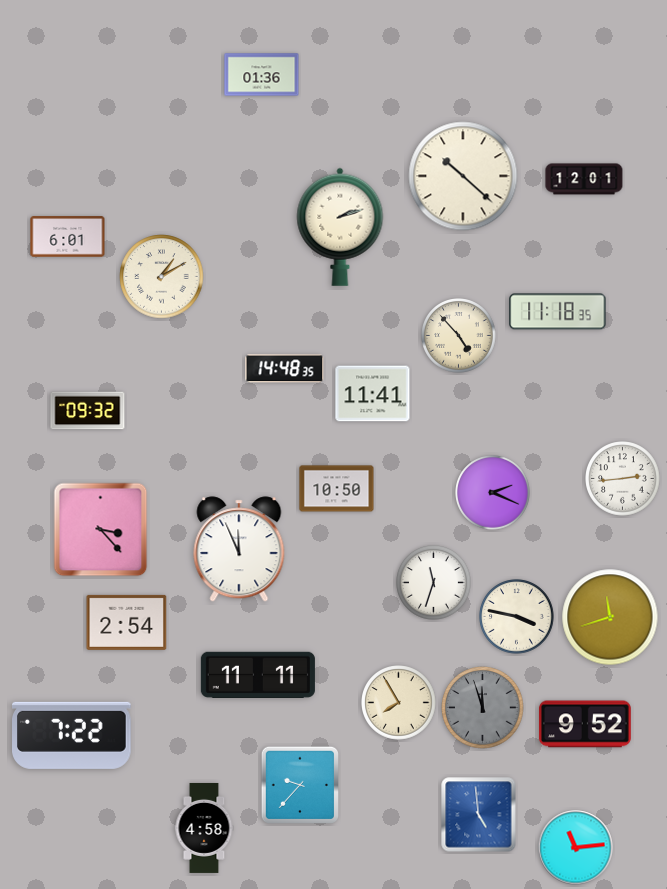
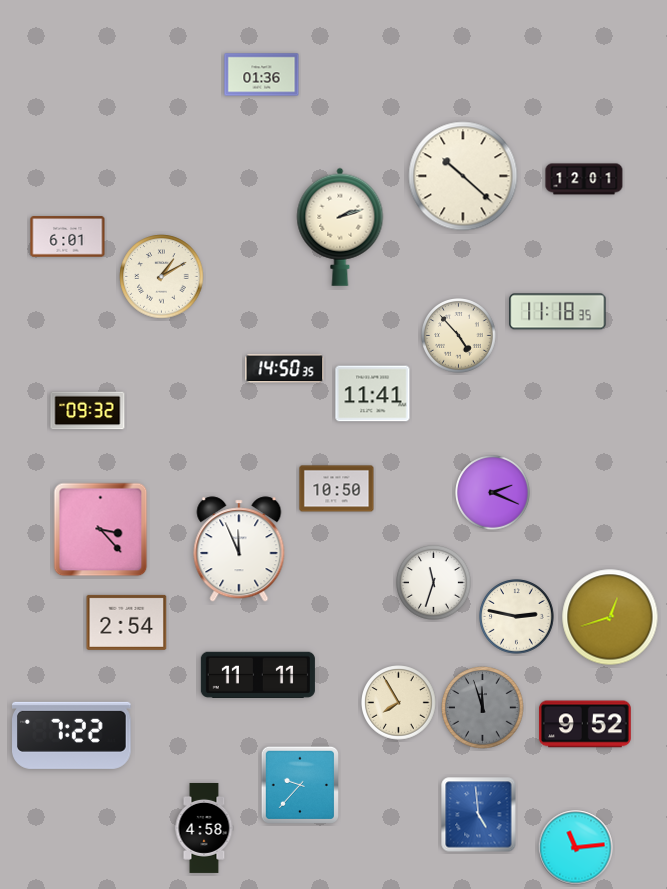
clock at (285, 369): 14:48 -> 14:50
clock at (623, 479): 2:44 -> none
clock at (517, 617): 3:47 -> 2:47
clock at (610, 617): 11:42 -> 12:42
